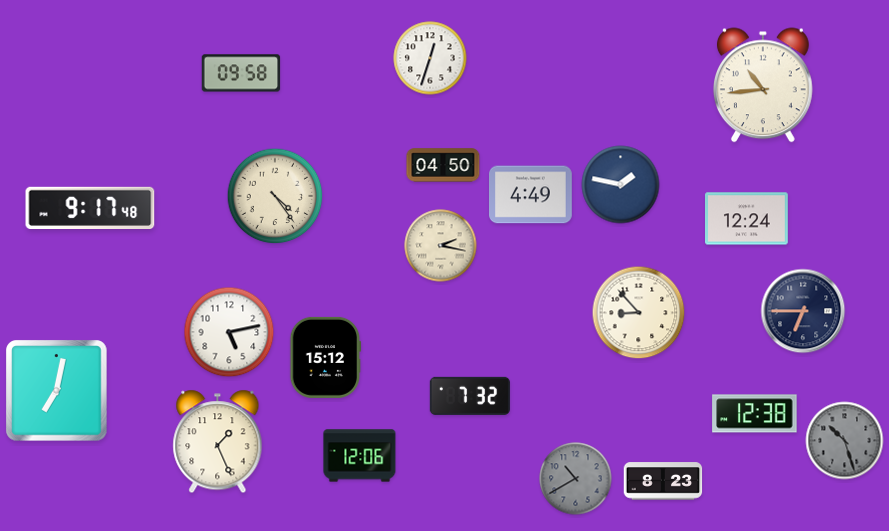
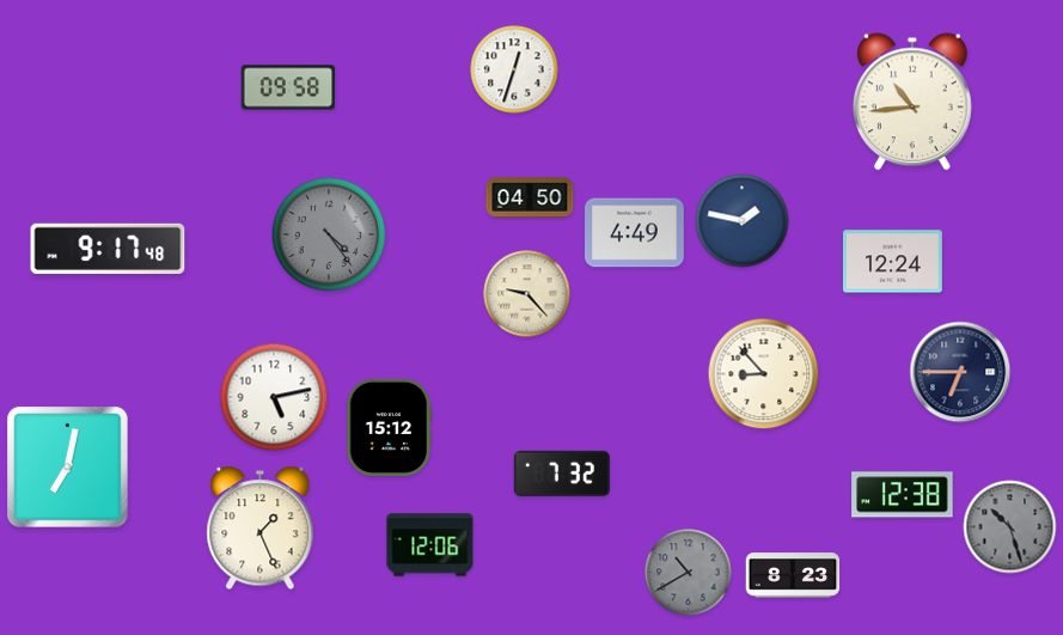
clock at (275, 196) dial: cream -> grey
clock at (441, 246): 2:17 -> 9:23
